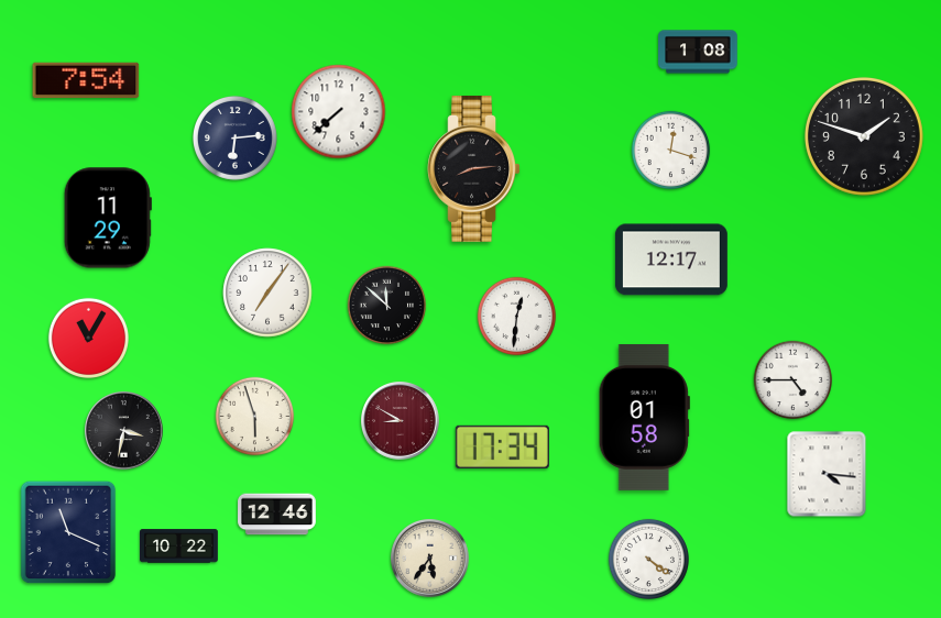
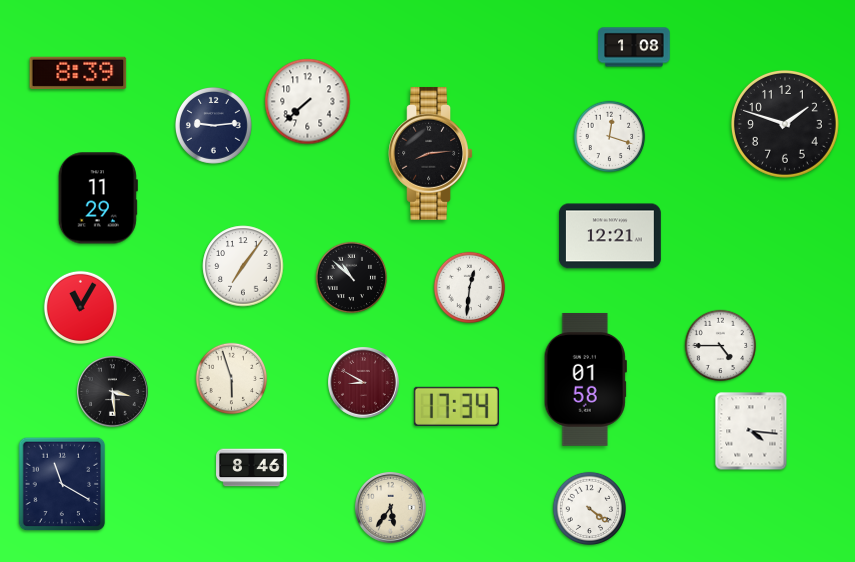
clock at (86, 79): 7:54 -> 8:39
clock at (234, 137): 6:14 -> 9:14
clock at (671, 260): 12:17 -> 12:21
clock at (387, 306): 11:52 -> 10:52
clock at (124, 431): 3:32 -> 3:29
clock at (277, 515): 12:46 -> 8:46
clock at (68, 532): 11:19 -> 11:20
clock at (179, 547): 10:22 -> none
